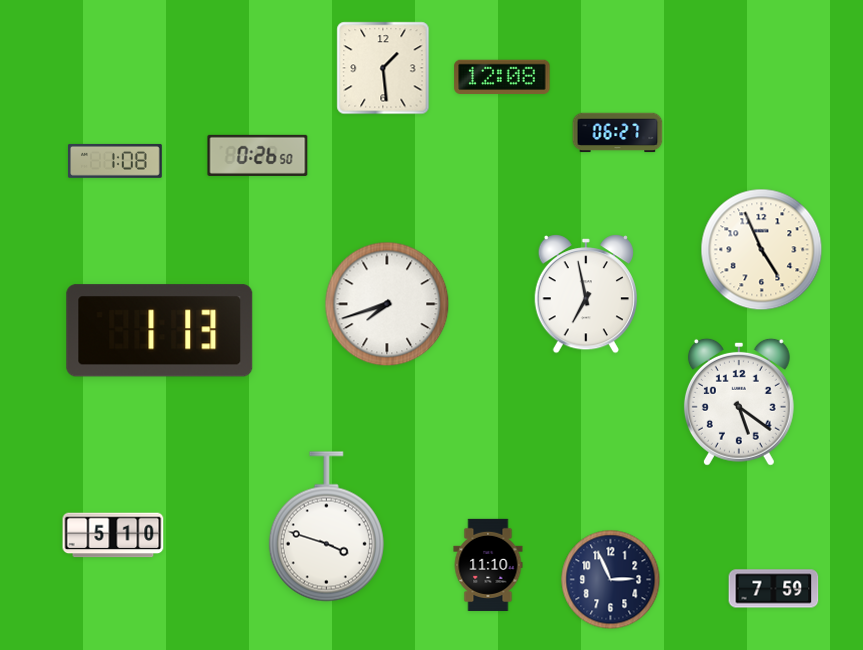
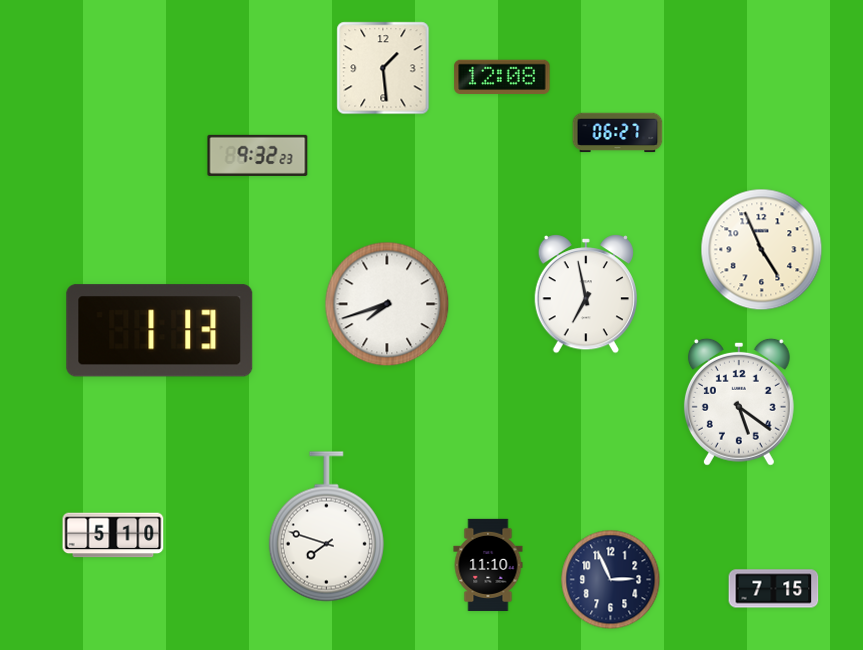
clock at (258, 155): 0:26 -> 9:32
clock at (115, 161): 1:08 -> none
clock at (326, 527): 3:48 -> 7:48
clock at (774, 589): 7:59 -> 7:15
